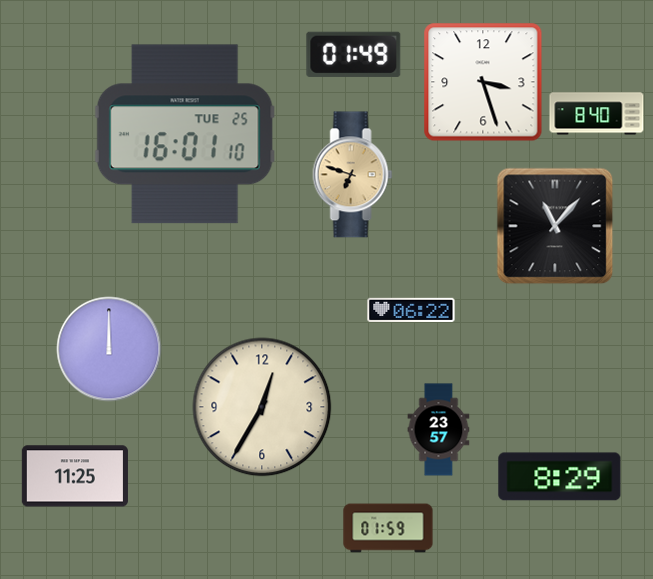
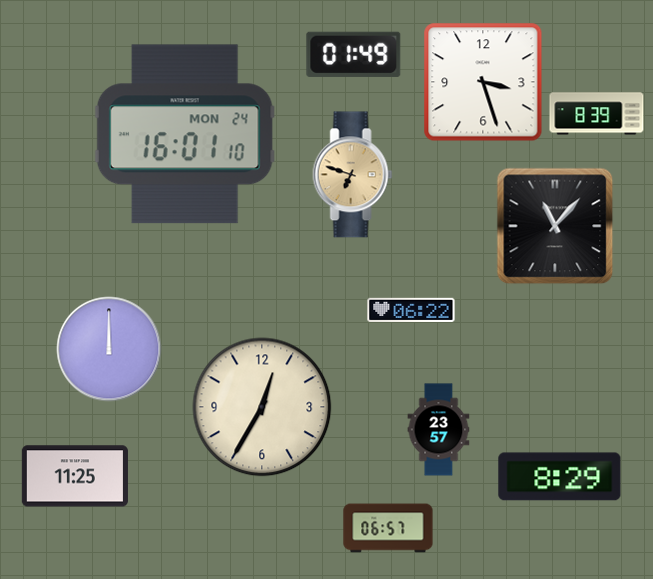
clock at (597, 114): 8:40 -> 8:39
clock at (185, 134) date: TUE 25 -> MON 24
clock at (388, 528): 01:59 -> 06:57
